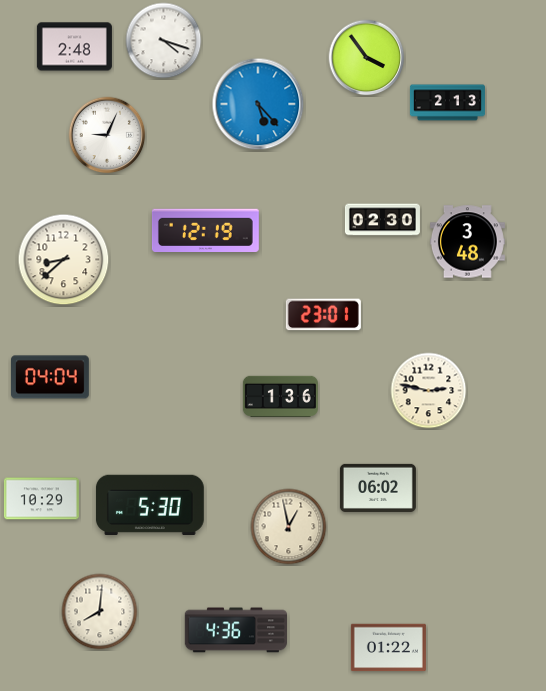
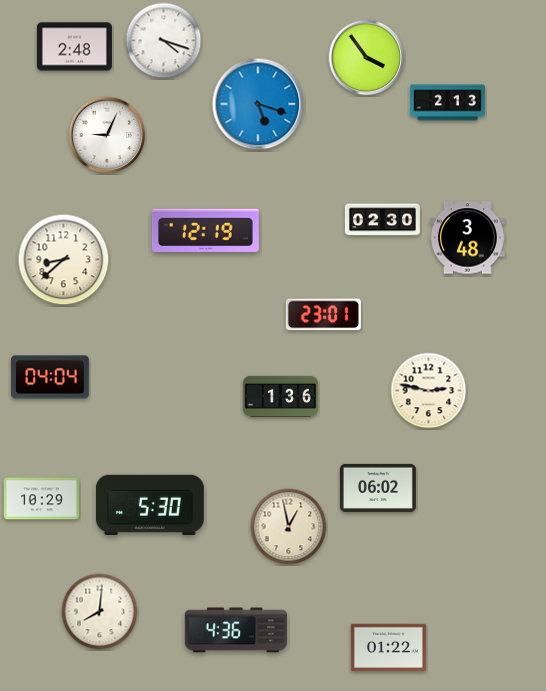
clock at (258, 104): 5:23 -> 5:18
clock at (467, 242) position: (467, 242) -> (467, 238)
